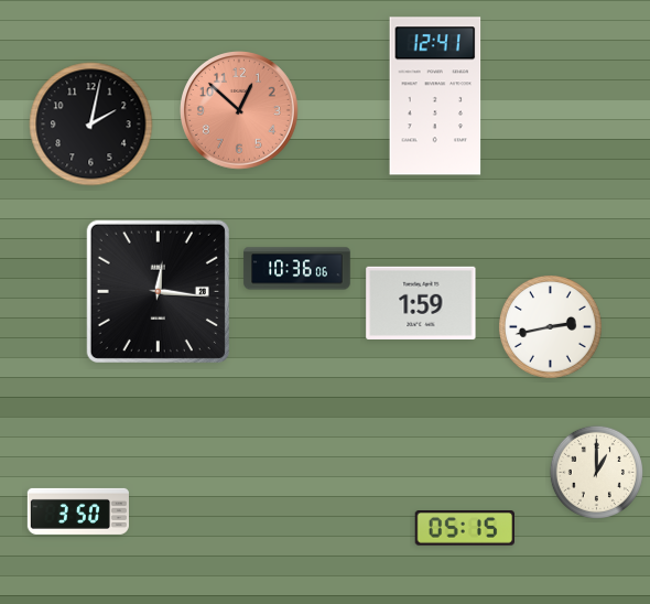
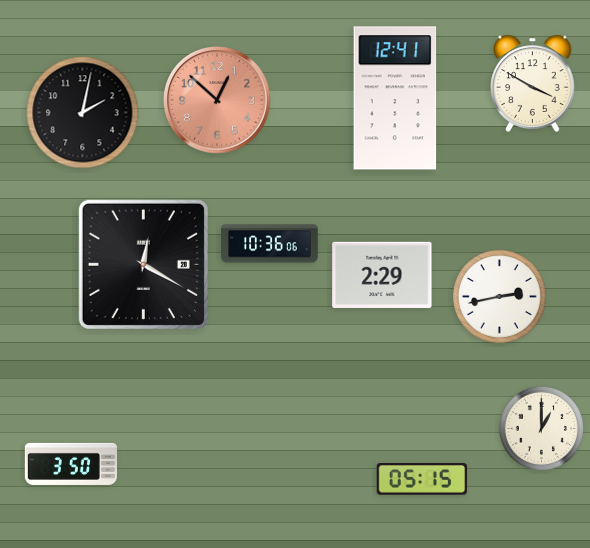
clock at (533, 83): none -> 3:50
clock at (435, 96) position: (435, 96) -> (395, 98)
clock at (158, 291): 12:16 -> 12:20
clock at (421, 303): 1:59 -> 2:29
